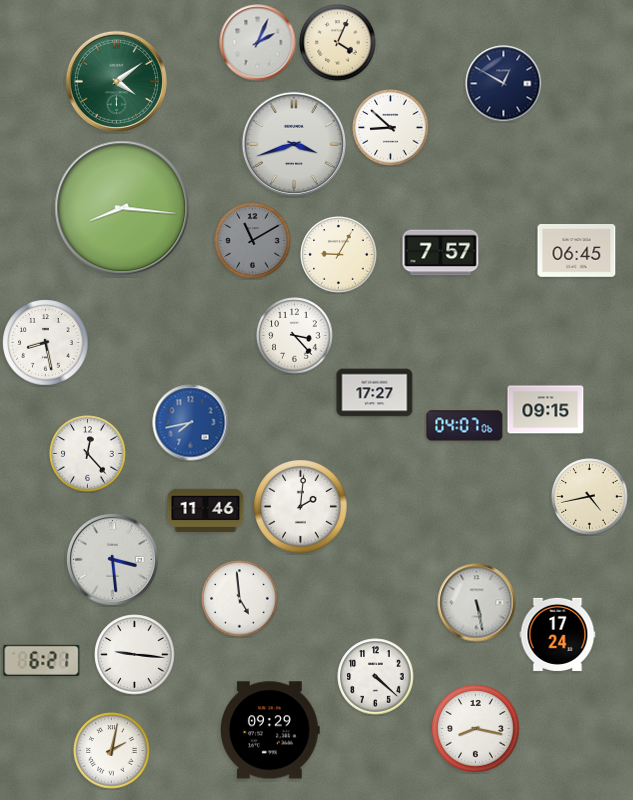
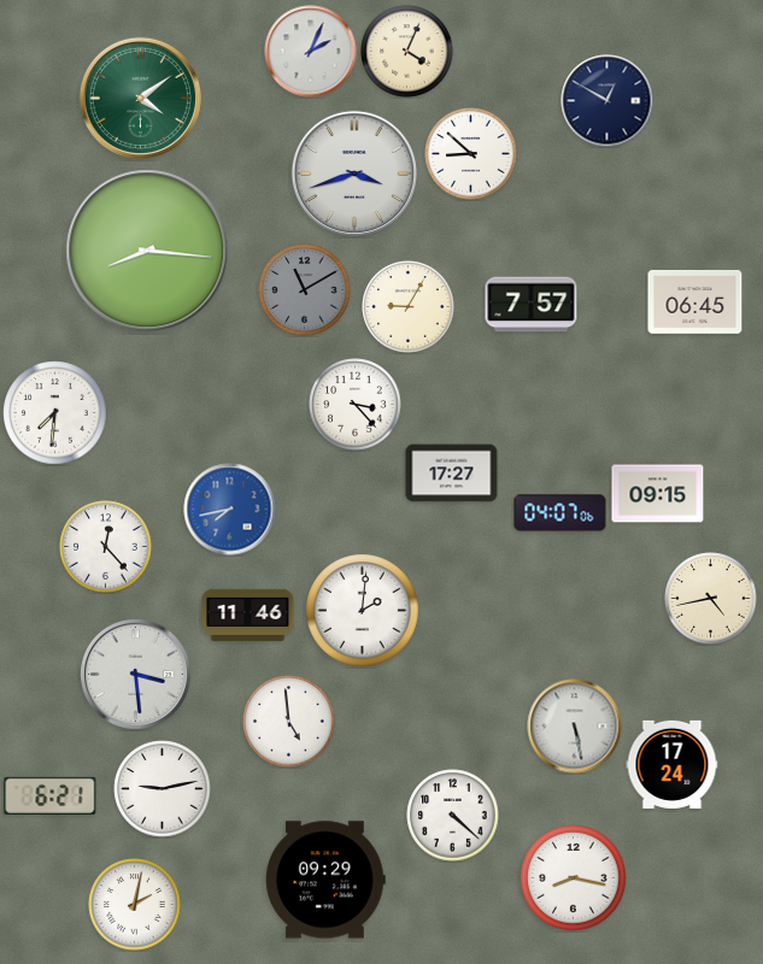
clock at (46, 343): 8:28 -> 7:31
clock at (135, 655): 9:16 -> 9:13
